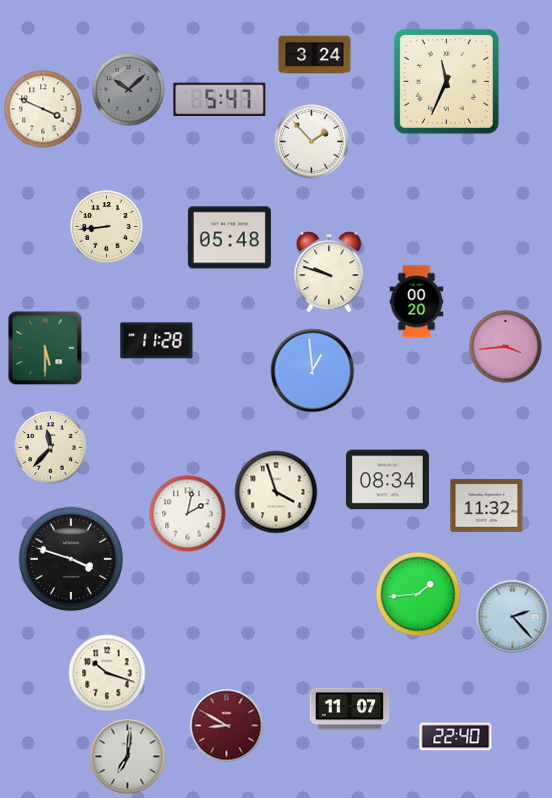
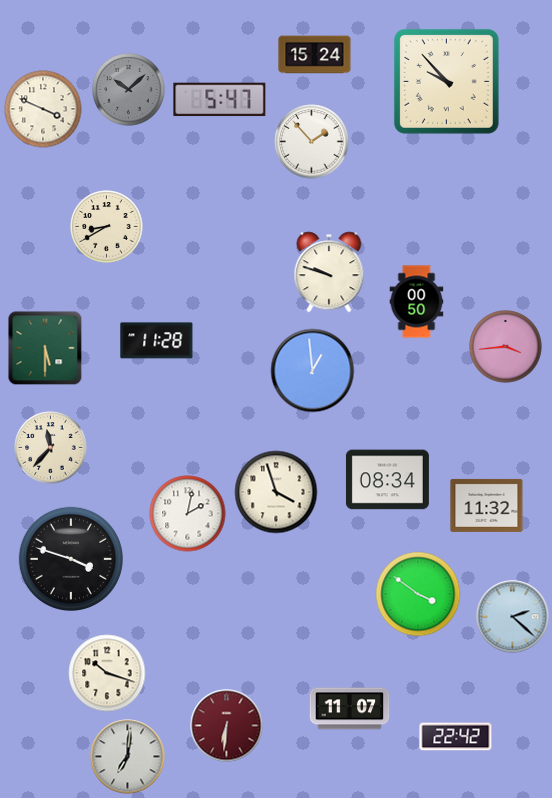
clock at (315, 55): 3:24 -> 15:24
clock at (446, 81): 11:34 -> 9:53
clock at (107, 227): 8:44 -> 8:40
clock at (229, 238): 05:48 -> none
clock at (417, 302): 00:20 -> 00:50
clock at (418, 594): 1:44 -> 3:51
clock at (513, 617): 2:23 -> 2:22
clock at (227, 726): 8:50 -> 6:31
clock at (456, 737): 22:40 -> 22:42
